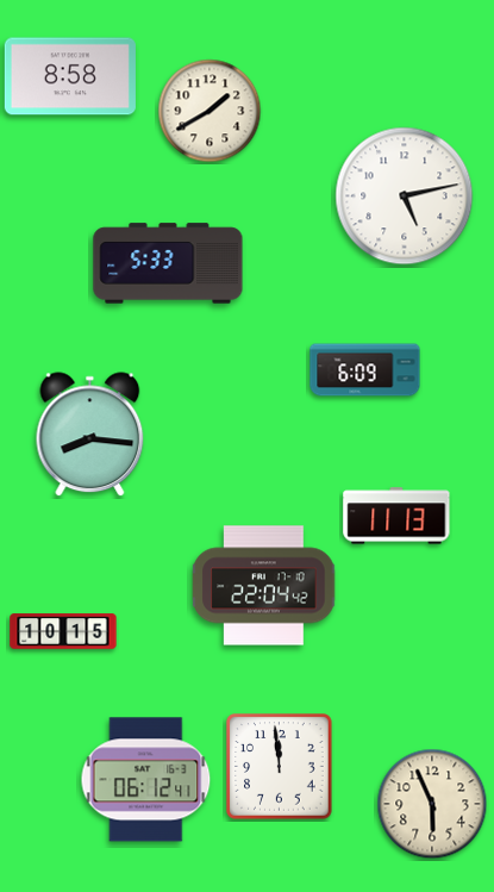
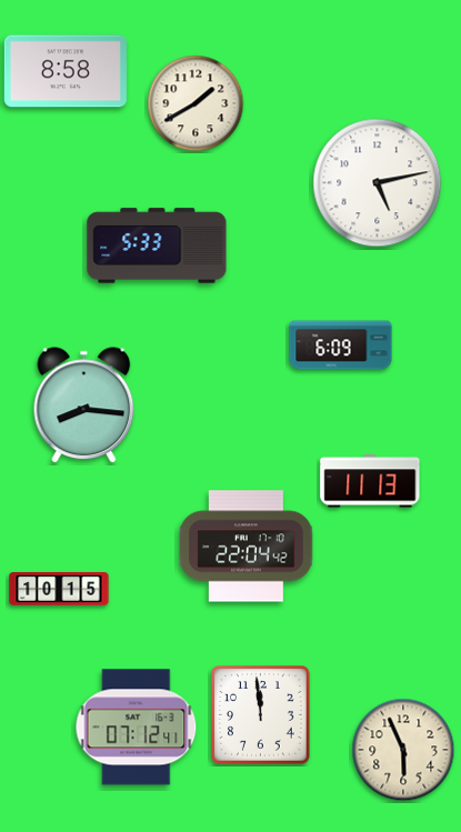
clock at (146, 780): 06:12 -> 07:12
